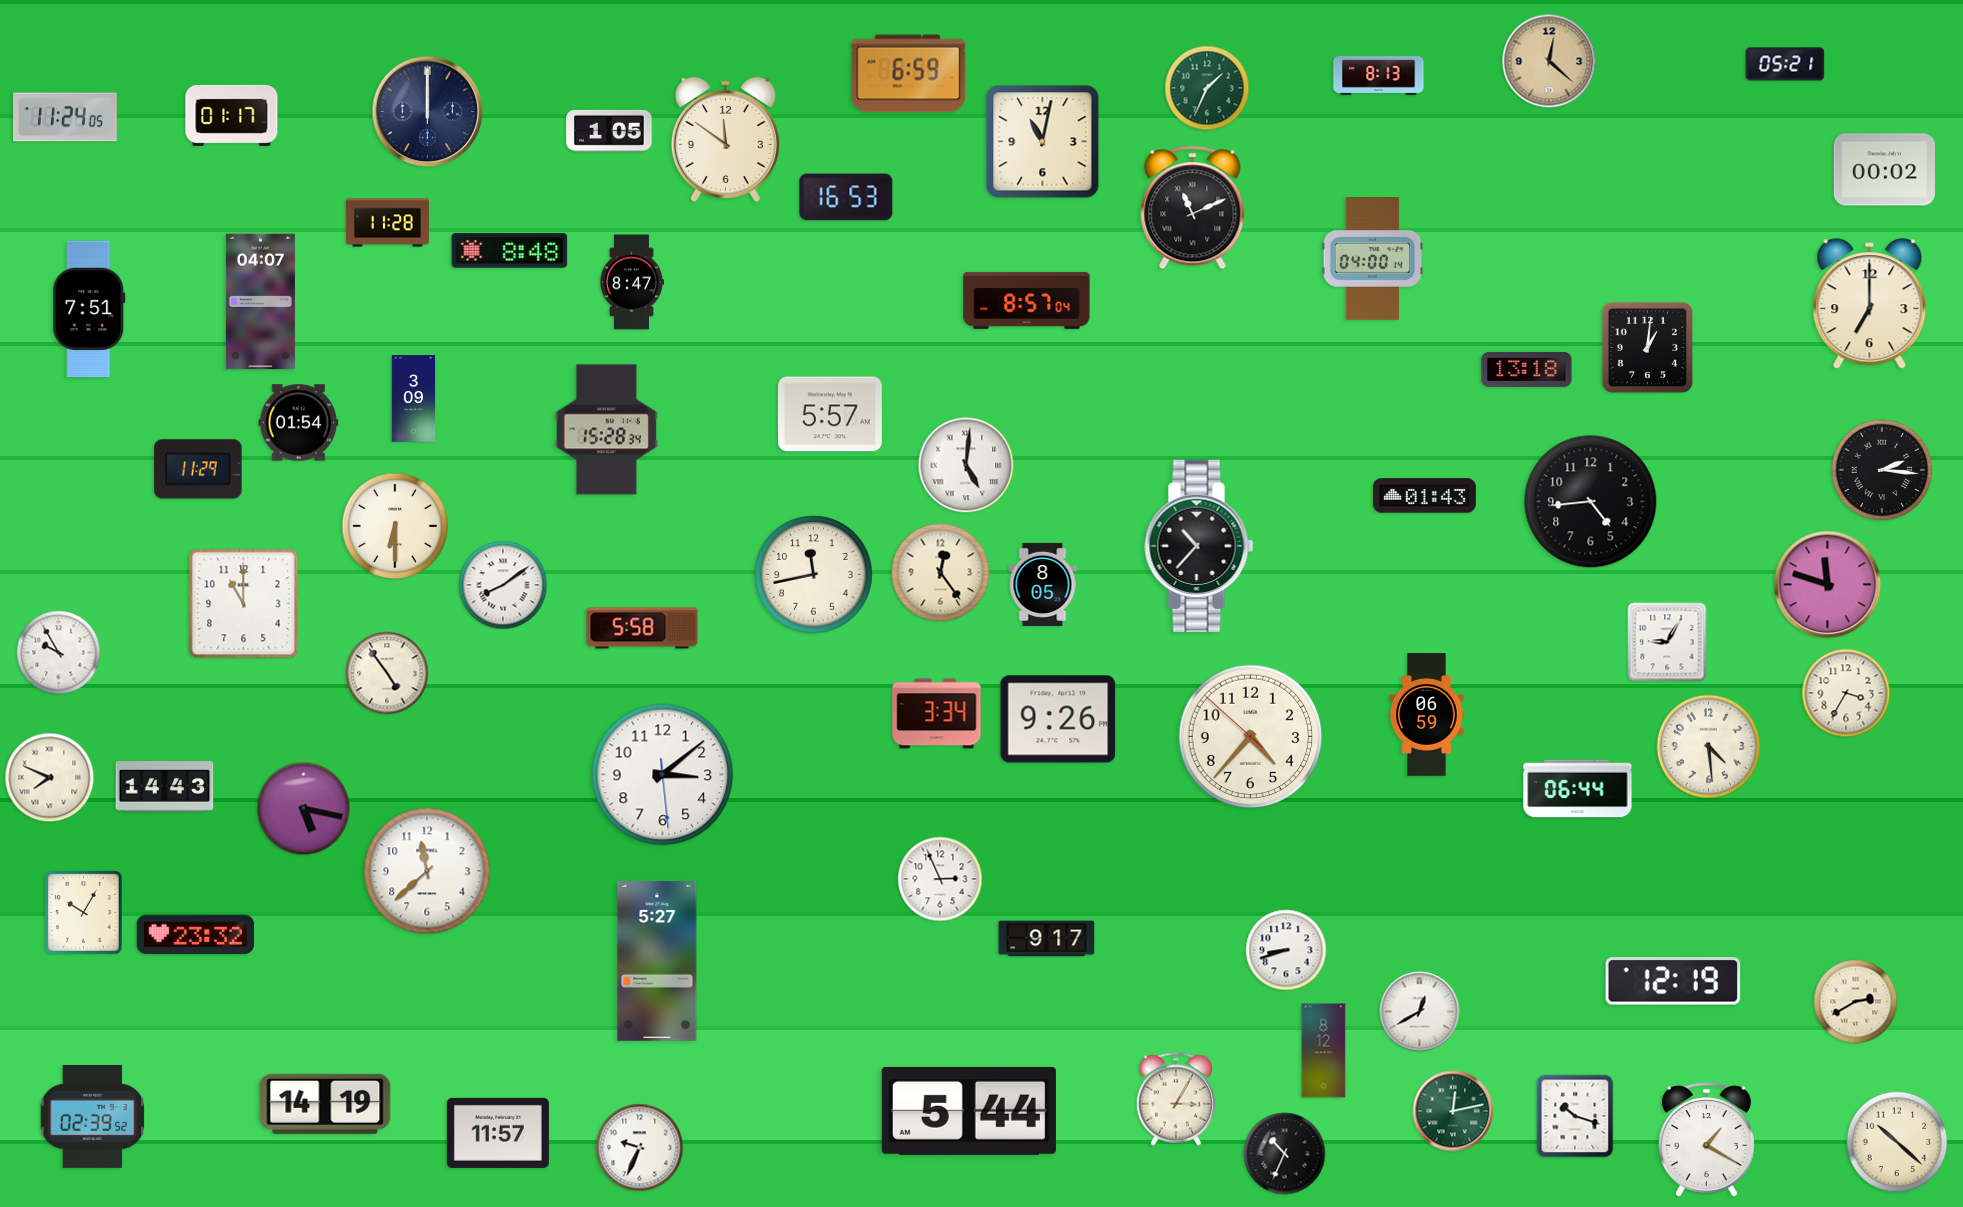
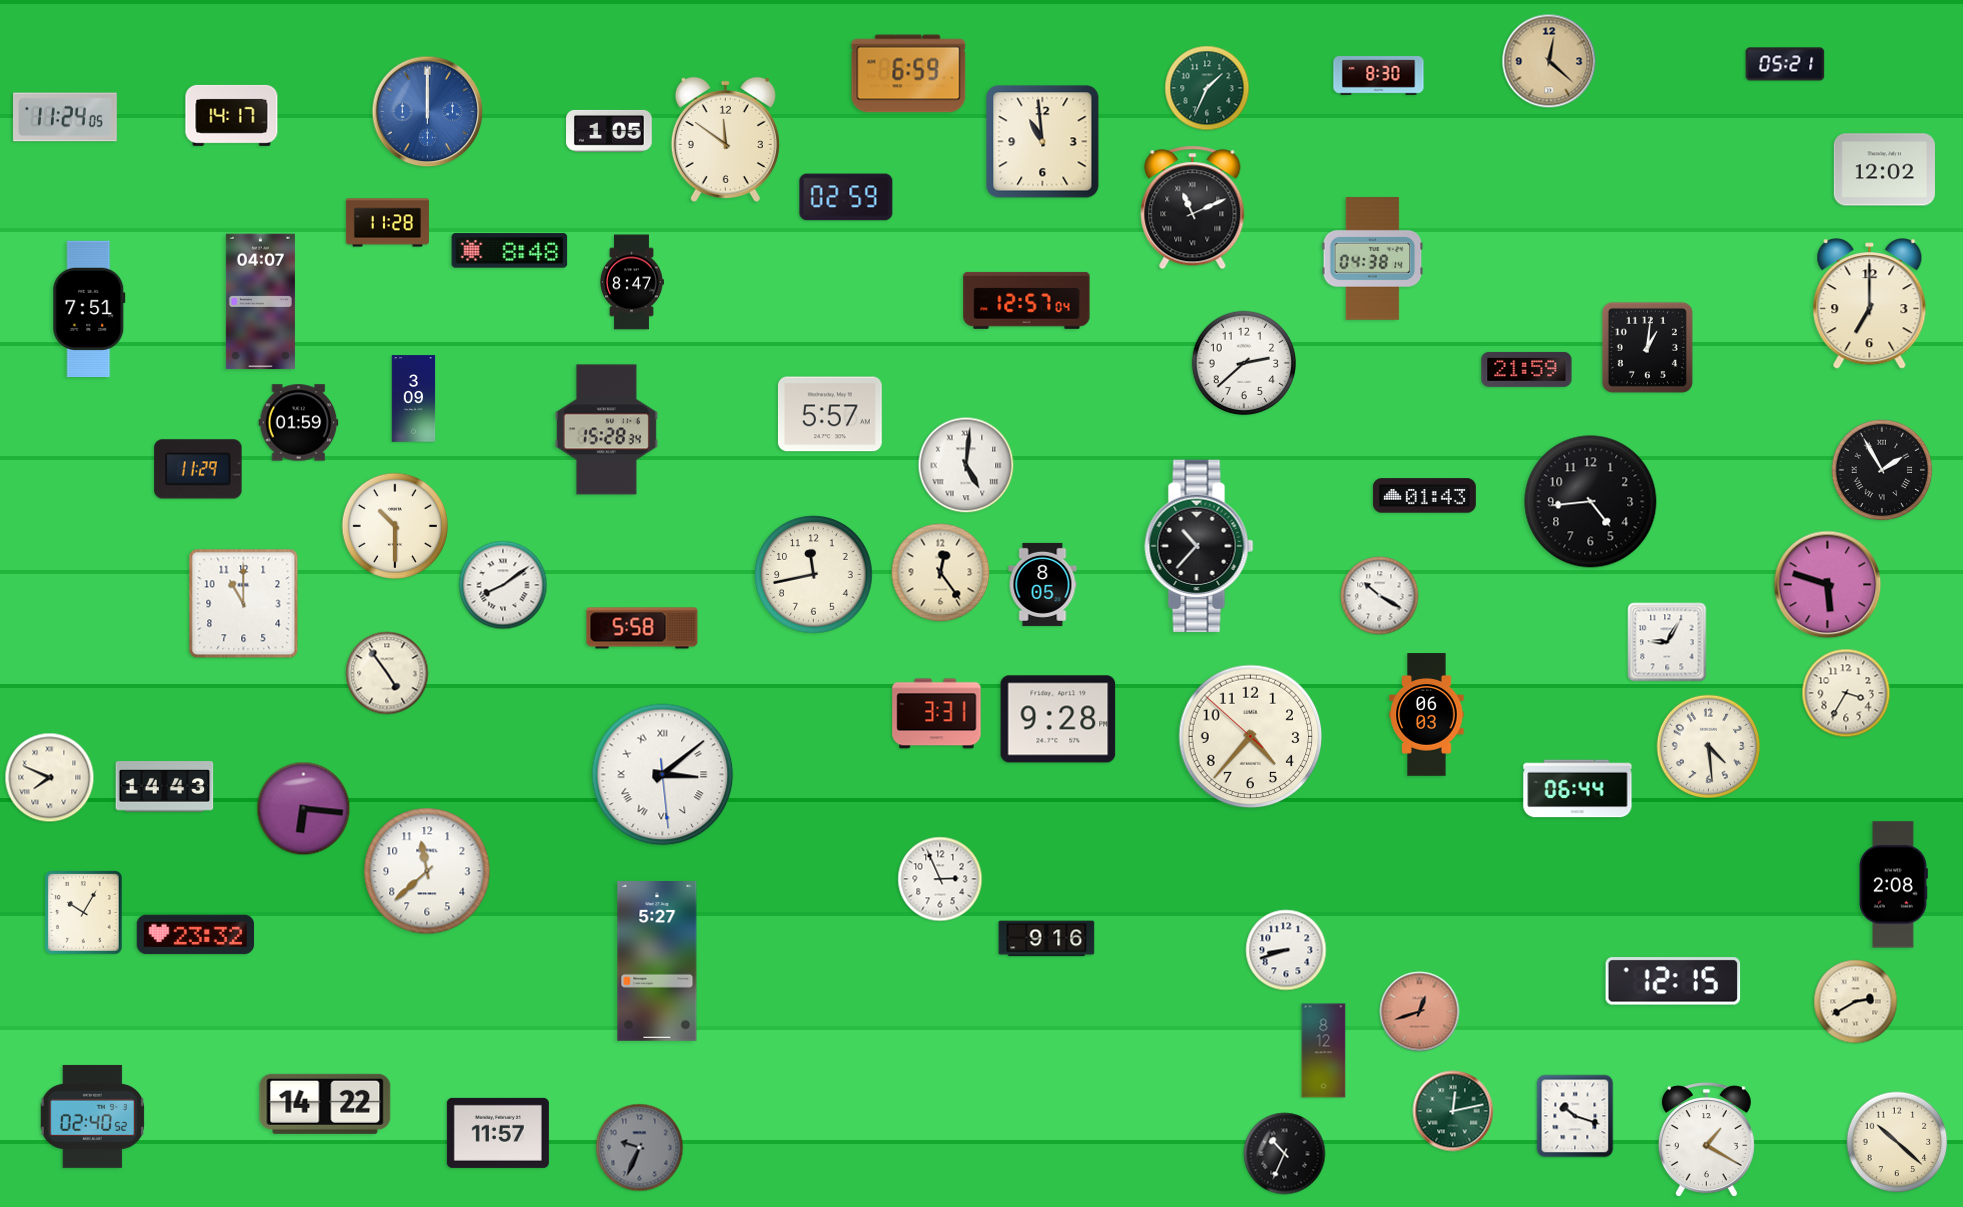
clock at (1379, 76): 8:13 -> 8:30
clock at (428, 112) dial: navy -> blue
clock at (232, 115): 01:17 -> 14:17
clock at (1043, 142): 11:02 -> 10:59
clock at (1884, 170): 00:02 -> 12:02
clock at (846, 197): 16:53 -> 02:59
clock at (1373, 259): 04:00 -> 04:38
clock at (1027, 300): 8:57 -> 12:57
clock at (1243, 362): none -> 2:38
clock at (1527, 369): 13:18 -> 21:59
clock at (299, 423): 01:54 -> 01:59
clock at (1882, 470): 2:16 -> 1:55
clock at (395, 526): 6:30 -> 10:30
clock at (1828, 585): 11:48 -> 5:48
clock at (1380, 596): none -> 10:20
clock at (59, 653): 9:55 -> none
clock at (937, 714): 3:34 -> 3:31
clock at (1427, 715): 06:59 -> 06:03
clock at (1058, 719): 9:26 -> 9:28
clock at (663, 775) numerals: Arabic -> Roman
clock at (304, 809): 5:17 -> 6:16
clock at (1893, 885): none -> 2:08
clock at (1047, 939): 9:17 -> 9:16
clock at (1673, 981): 12:19 -> 12:15
clock at (1420, 1012): 12:40 -> 12:42
clock at (1420, 1012) dial: white -> salmon
clock at (1176, 1099): 3:05 -> none
clock at (325, 1104): 14:19 -> 14:22
clock at (969, 1111): 5:44 -> none
clock at (92, 1116): 02:39 -> 02:40
clock at (640, 1148) dial: white -> grey
